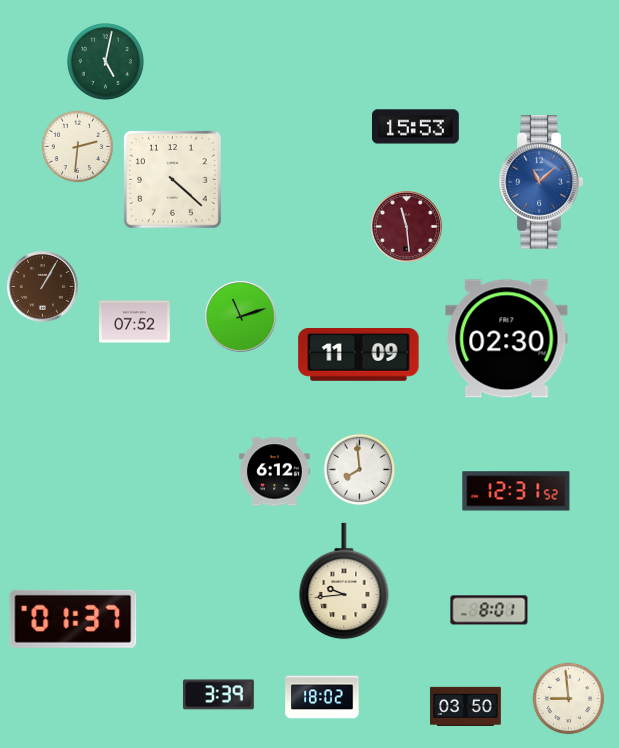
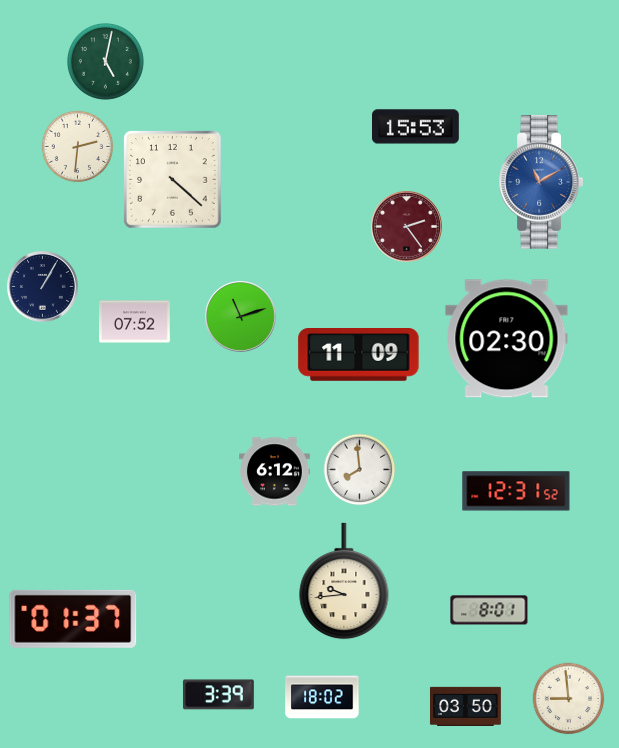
clock at (541, 183): 11:08 -> 11:10
clock at (407, 227): 11:29 -> 2:24
clock at (43, 287) dial: brown -> navy
